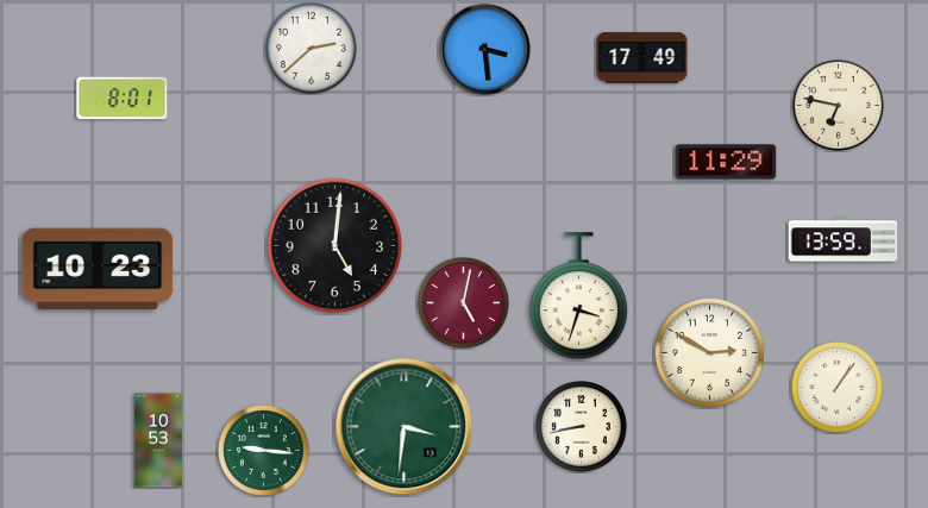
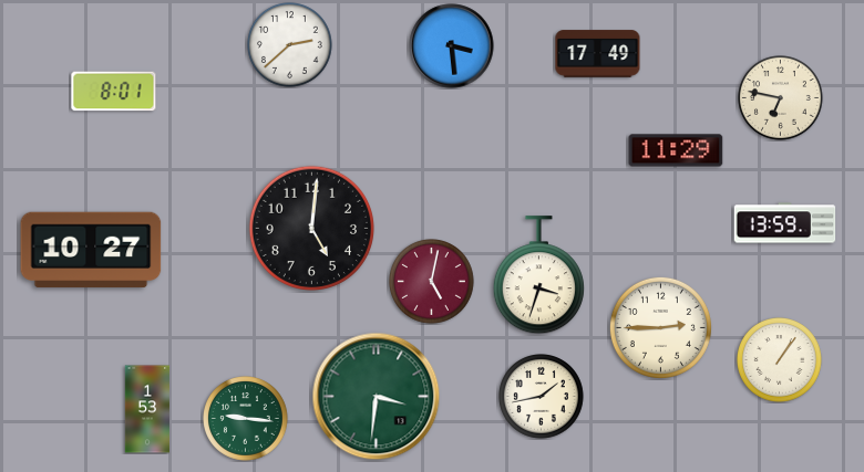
clock at (98, 269): 10:23 -> 10:27
clock at (709, 352): 2:50 -> 2:45
clock at (582, 427): 8:43 -> 1:43
clock at (157, 440): 10:53 -> 1:53
